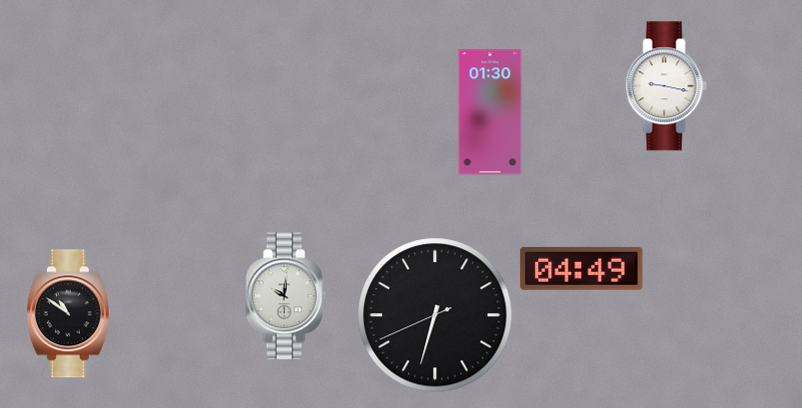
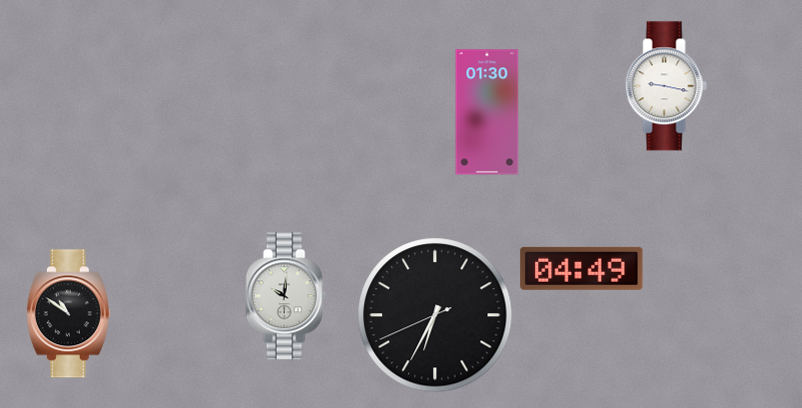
clock at (490, 112) position: (490, 112) -> (487, 112)
clock at (435, 315): 6:32 -> 6:34
